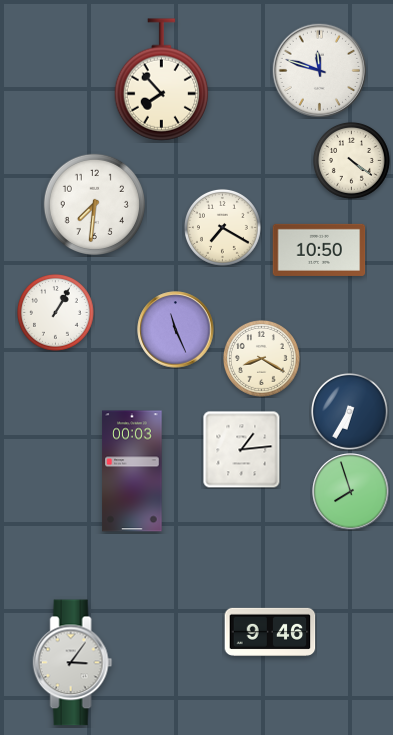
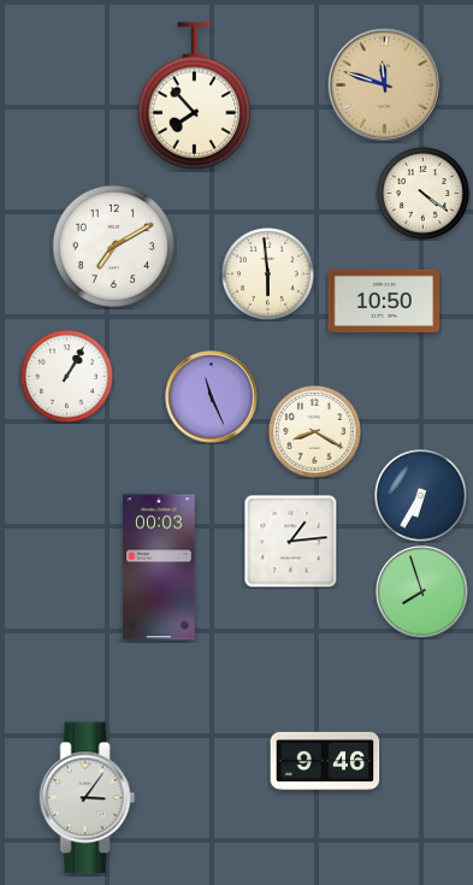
clock at (319, 70) dial: white -> champagne
clock at (94, 204): 7:31 -> 7:10
clock at (222, 227): 7:20 -> 5:59
